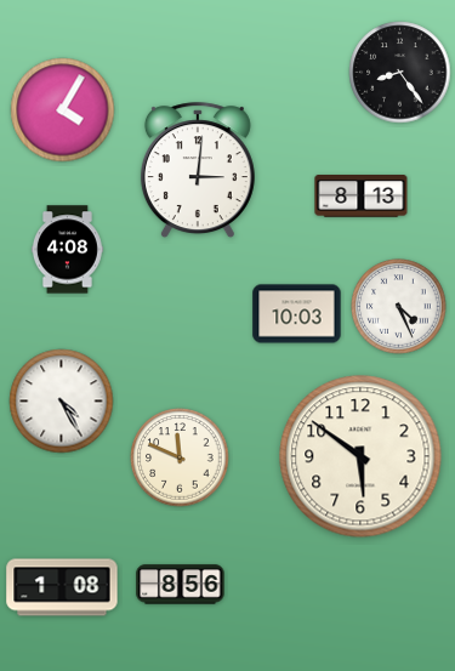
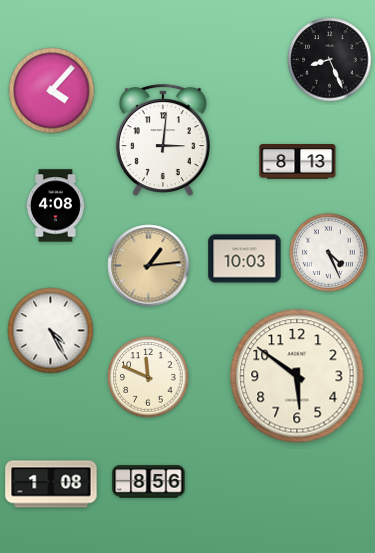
clock at (400, 73): 8:24 -> 8:26
clock at (63, 110): 4:05 -> 4:07
clock at (149, 266): none -> 1:14
